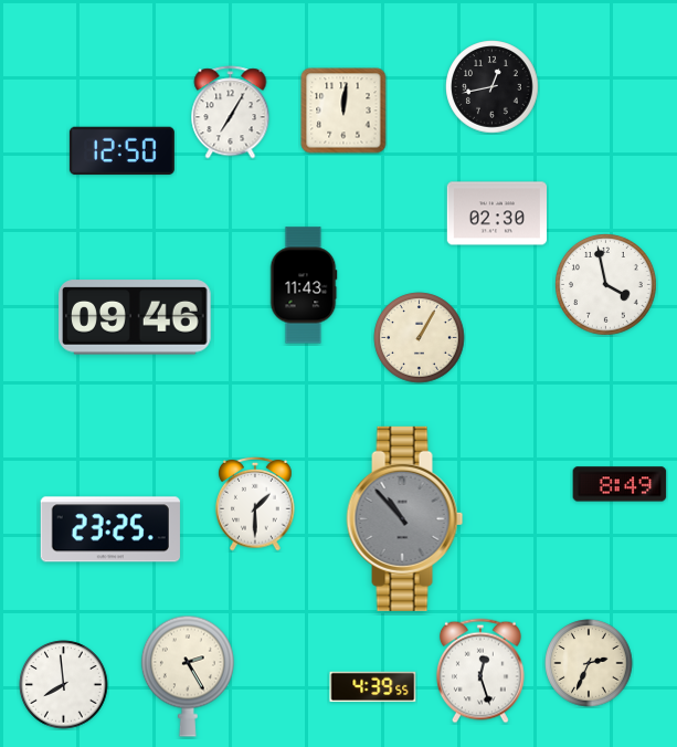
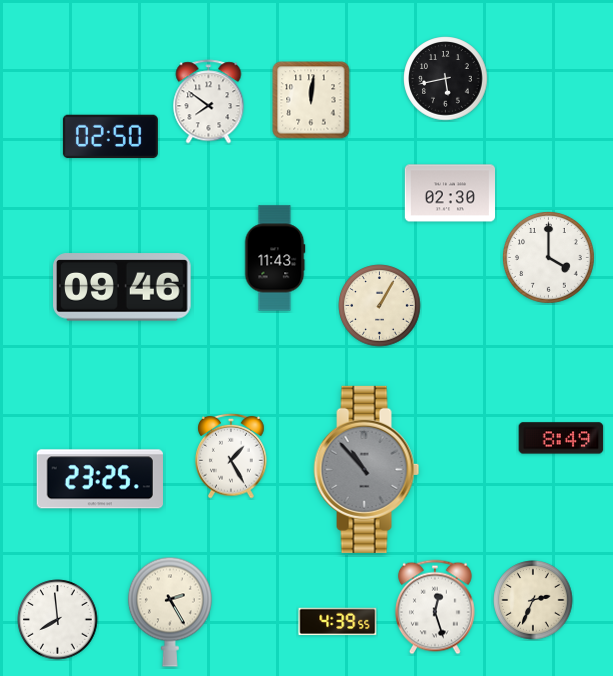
clock at (493, 87): 12:43 -> 5:43
clock at (231, 113): 7:05 -> 7:51
clock at (121, 151): 12:50 -> 02:50
clock at (606, 285): 3:58 -> 4:00
clock at (255, 504): 1:30 -> 1:25
